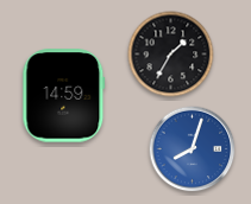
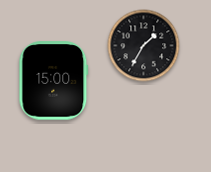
clock at (64, 96): 14:59 -> 15:00
clock at (193, 149): 8:03 -> none
